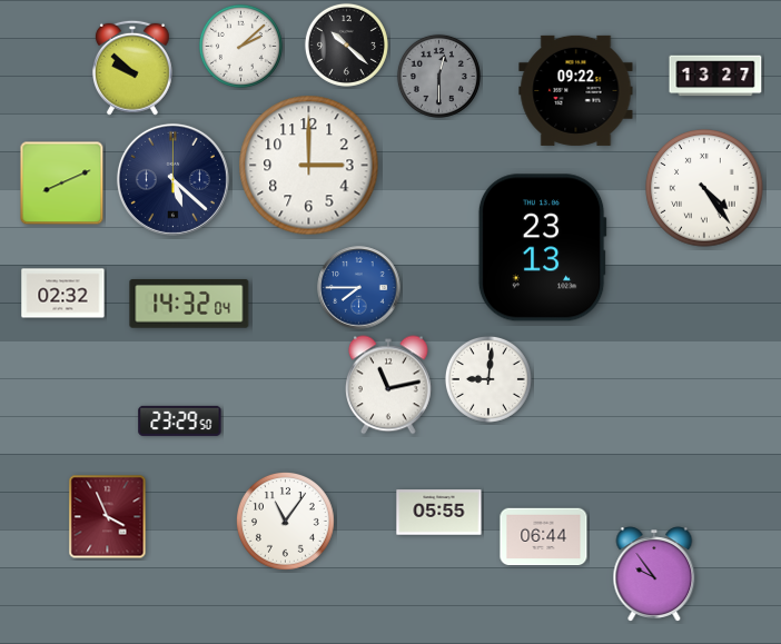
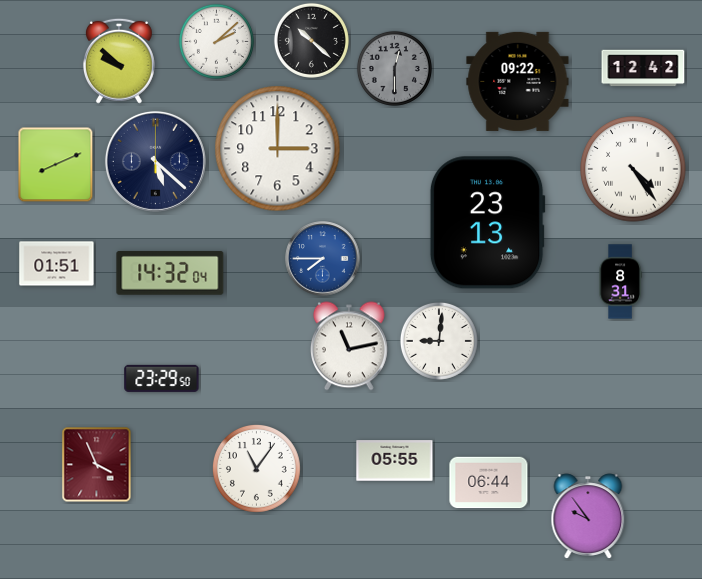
clock at (715, 76): 13:27 -> 12:42
clock at (63, 294): 02:32 -> 01:51
clock at (620, 282): none -> 8:31
